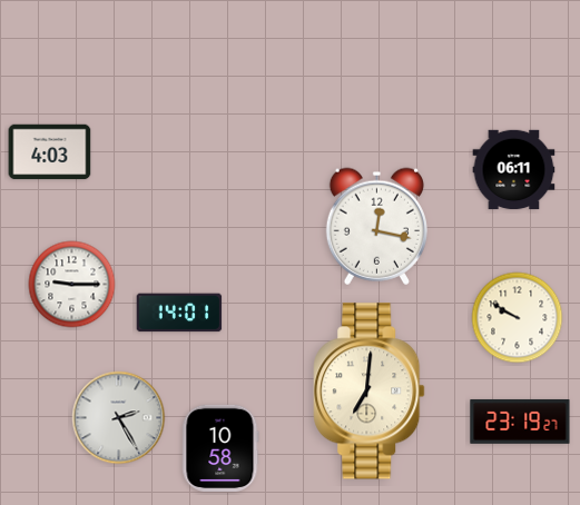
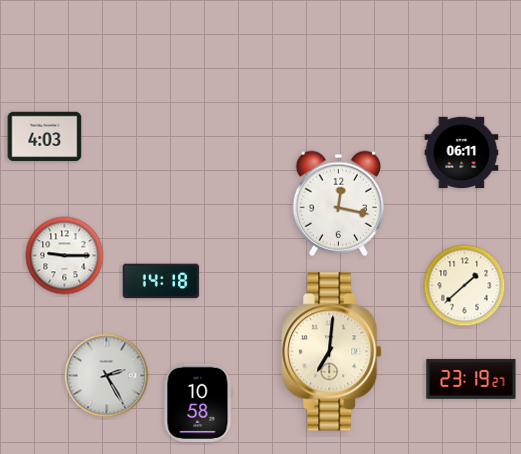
clock at (179, 313): 14:01 -> 14:18
clock at (518, 318): 9:50 -> 1:38
clock at (520, 422) position: (520, 422) -> (471, 379)
